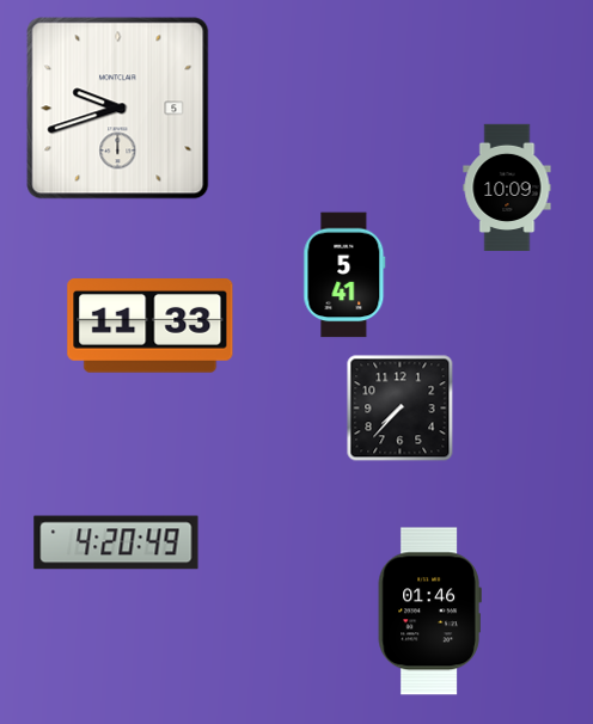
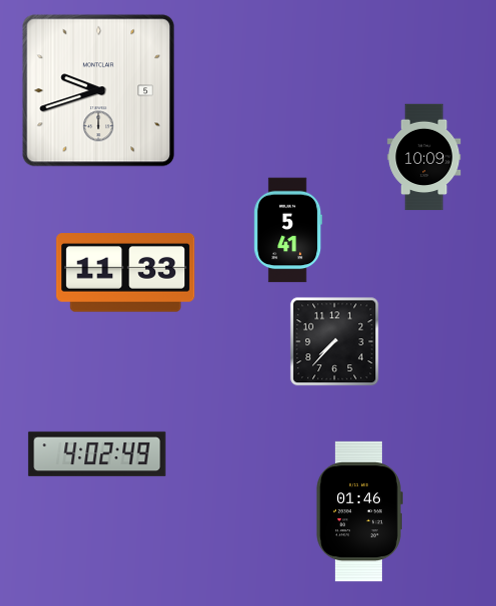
clock at (116, 542): 4:20 -> 4:02
